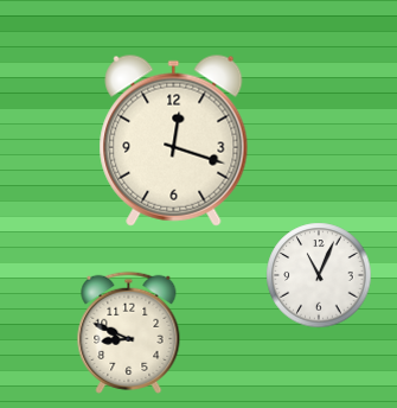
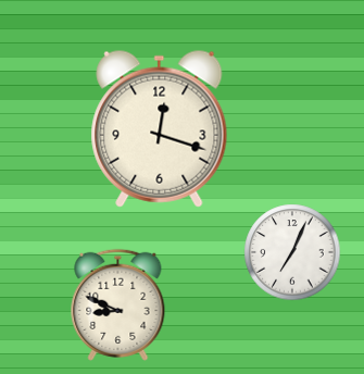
clock at (319, 275): 11:04 -> 7:04
